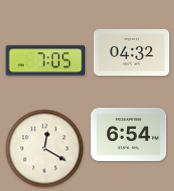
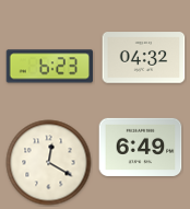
clock at (45, 61): 7:05 -> 6:23
clock at (129, 134): 6:54 -> 6:49
